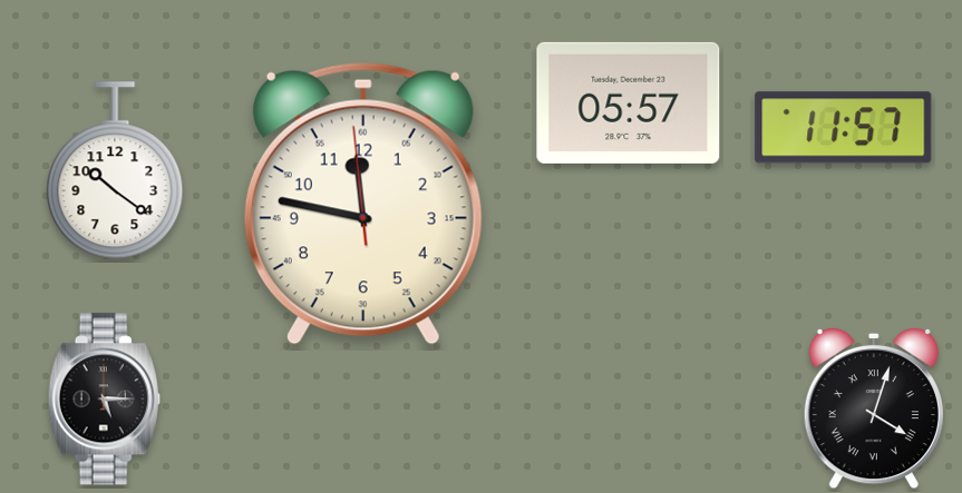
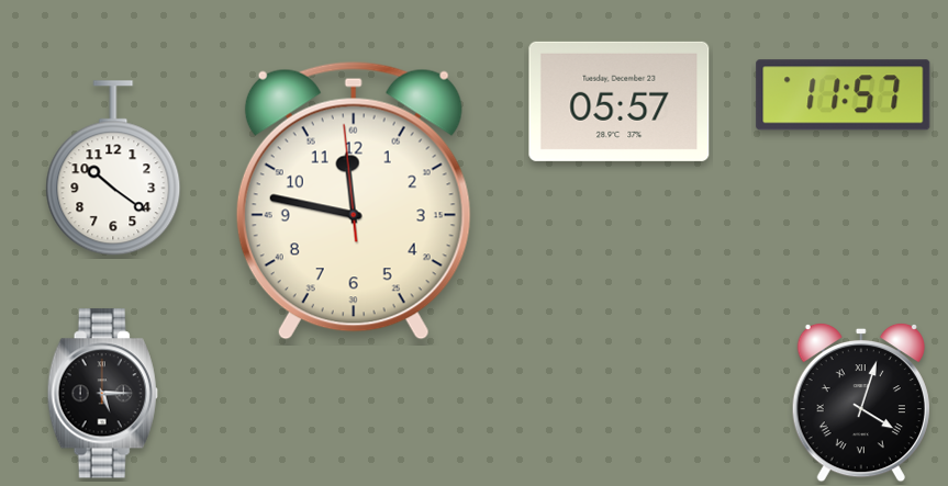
clock at (844, 128) position: (844, 128) -> (844, 95)
clock at (363, 204) position: (363, 204) -> (354, 201)
